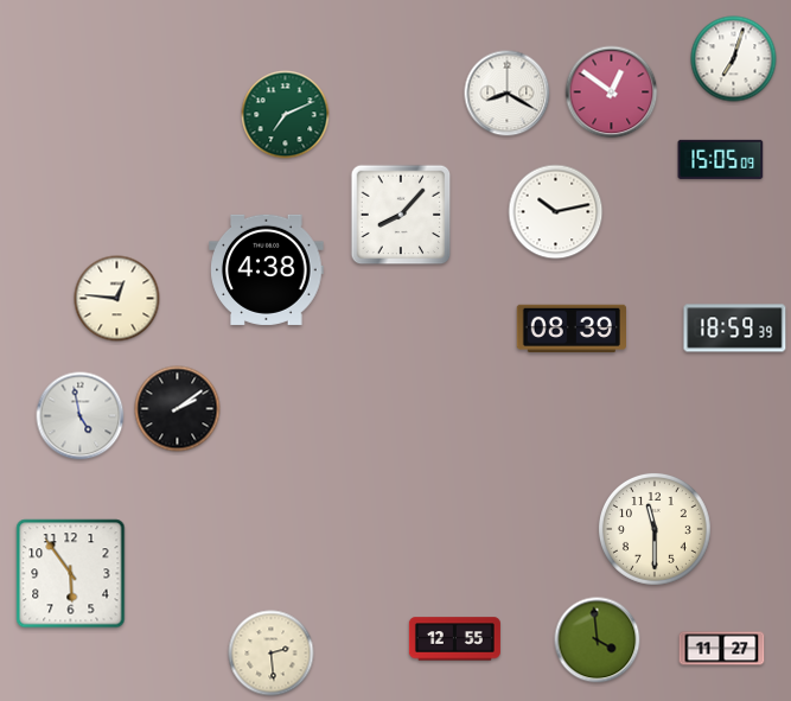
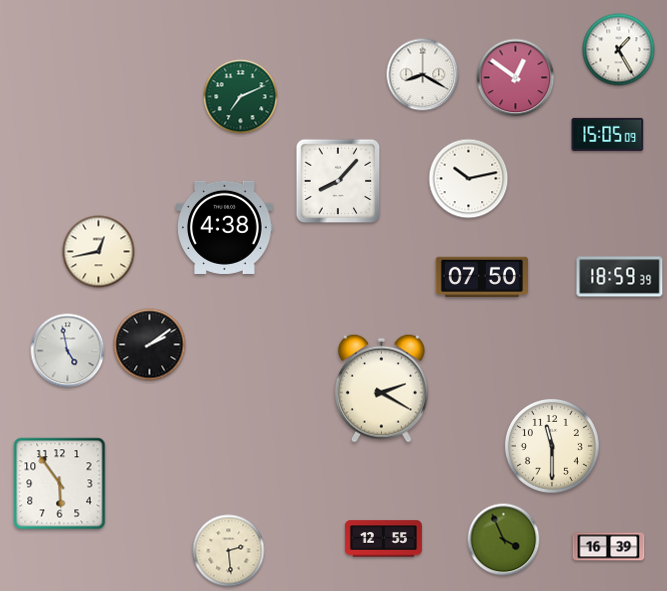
clock at (734, 59): 7:03 -> 1:25
clock at (508, 94) position: (508, 94) -> (423, 75)
clock at (117, 299): 12:46 -> 12:43
clock at (570, 327): 08:39 -> 07:50
clock at (381, 388): none -> 2:20
clock at (598, 641): 3:59 -> 3:56
clock at (722, 649): 11:27 -> 16:39
